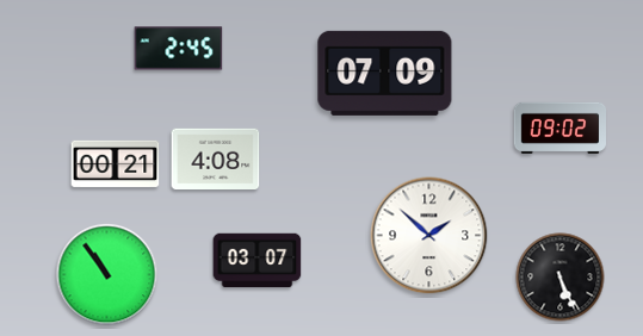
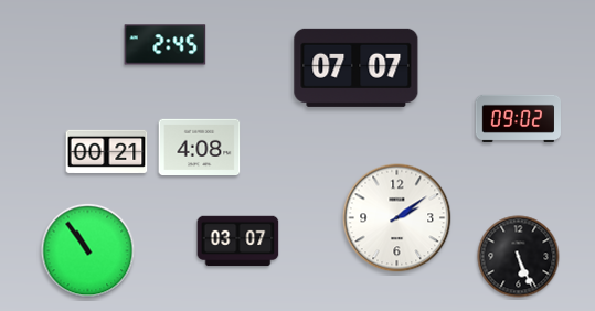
clock at (385, 73): 07:09 -> 07:07
clock at (429, 236): 1:52 -> 2:09
clock at (107, 275) position: (107, 275) -> (88, 251)
